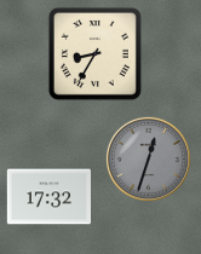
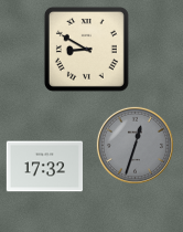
clock at (94, 53): 8:35 -> 8:50
clock at (48, 197) position: (48, 197) -> (44, 167)
